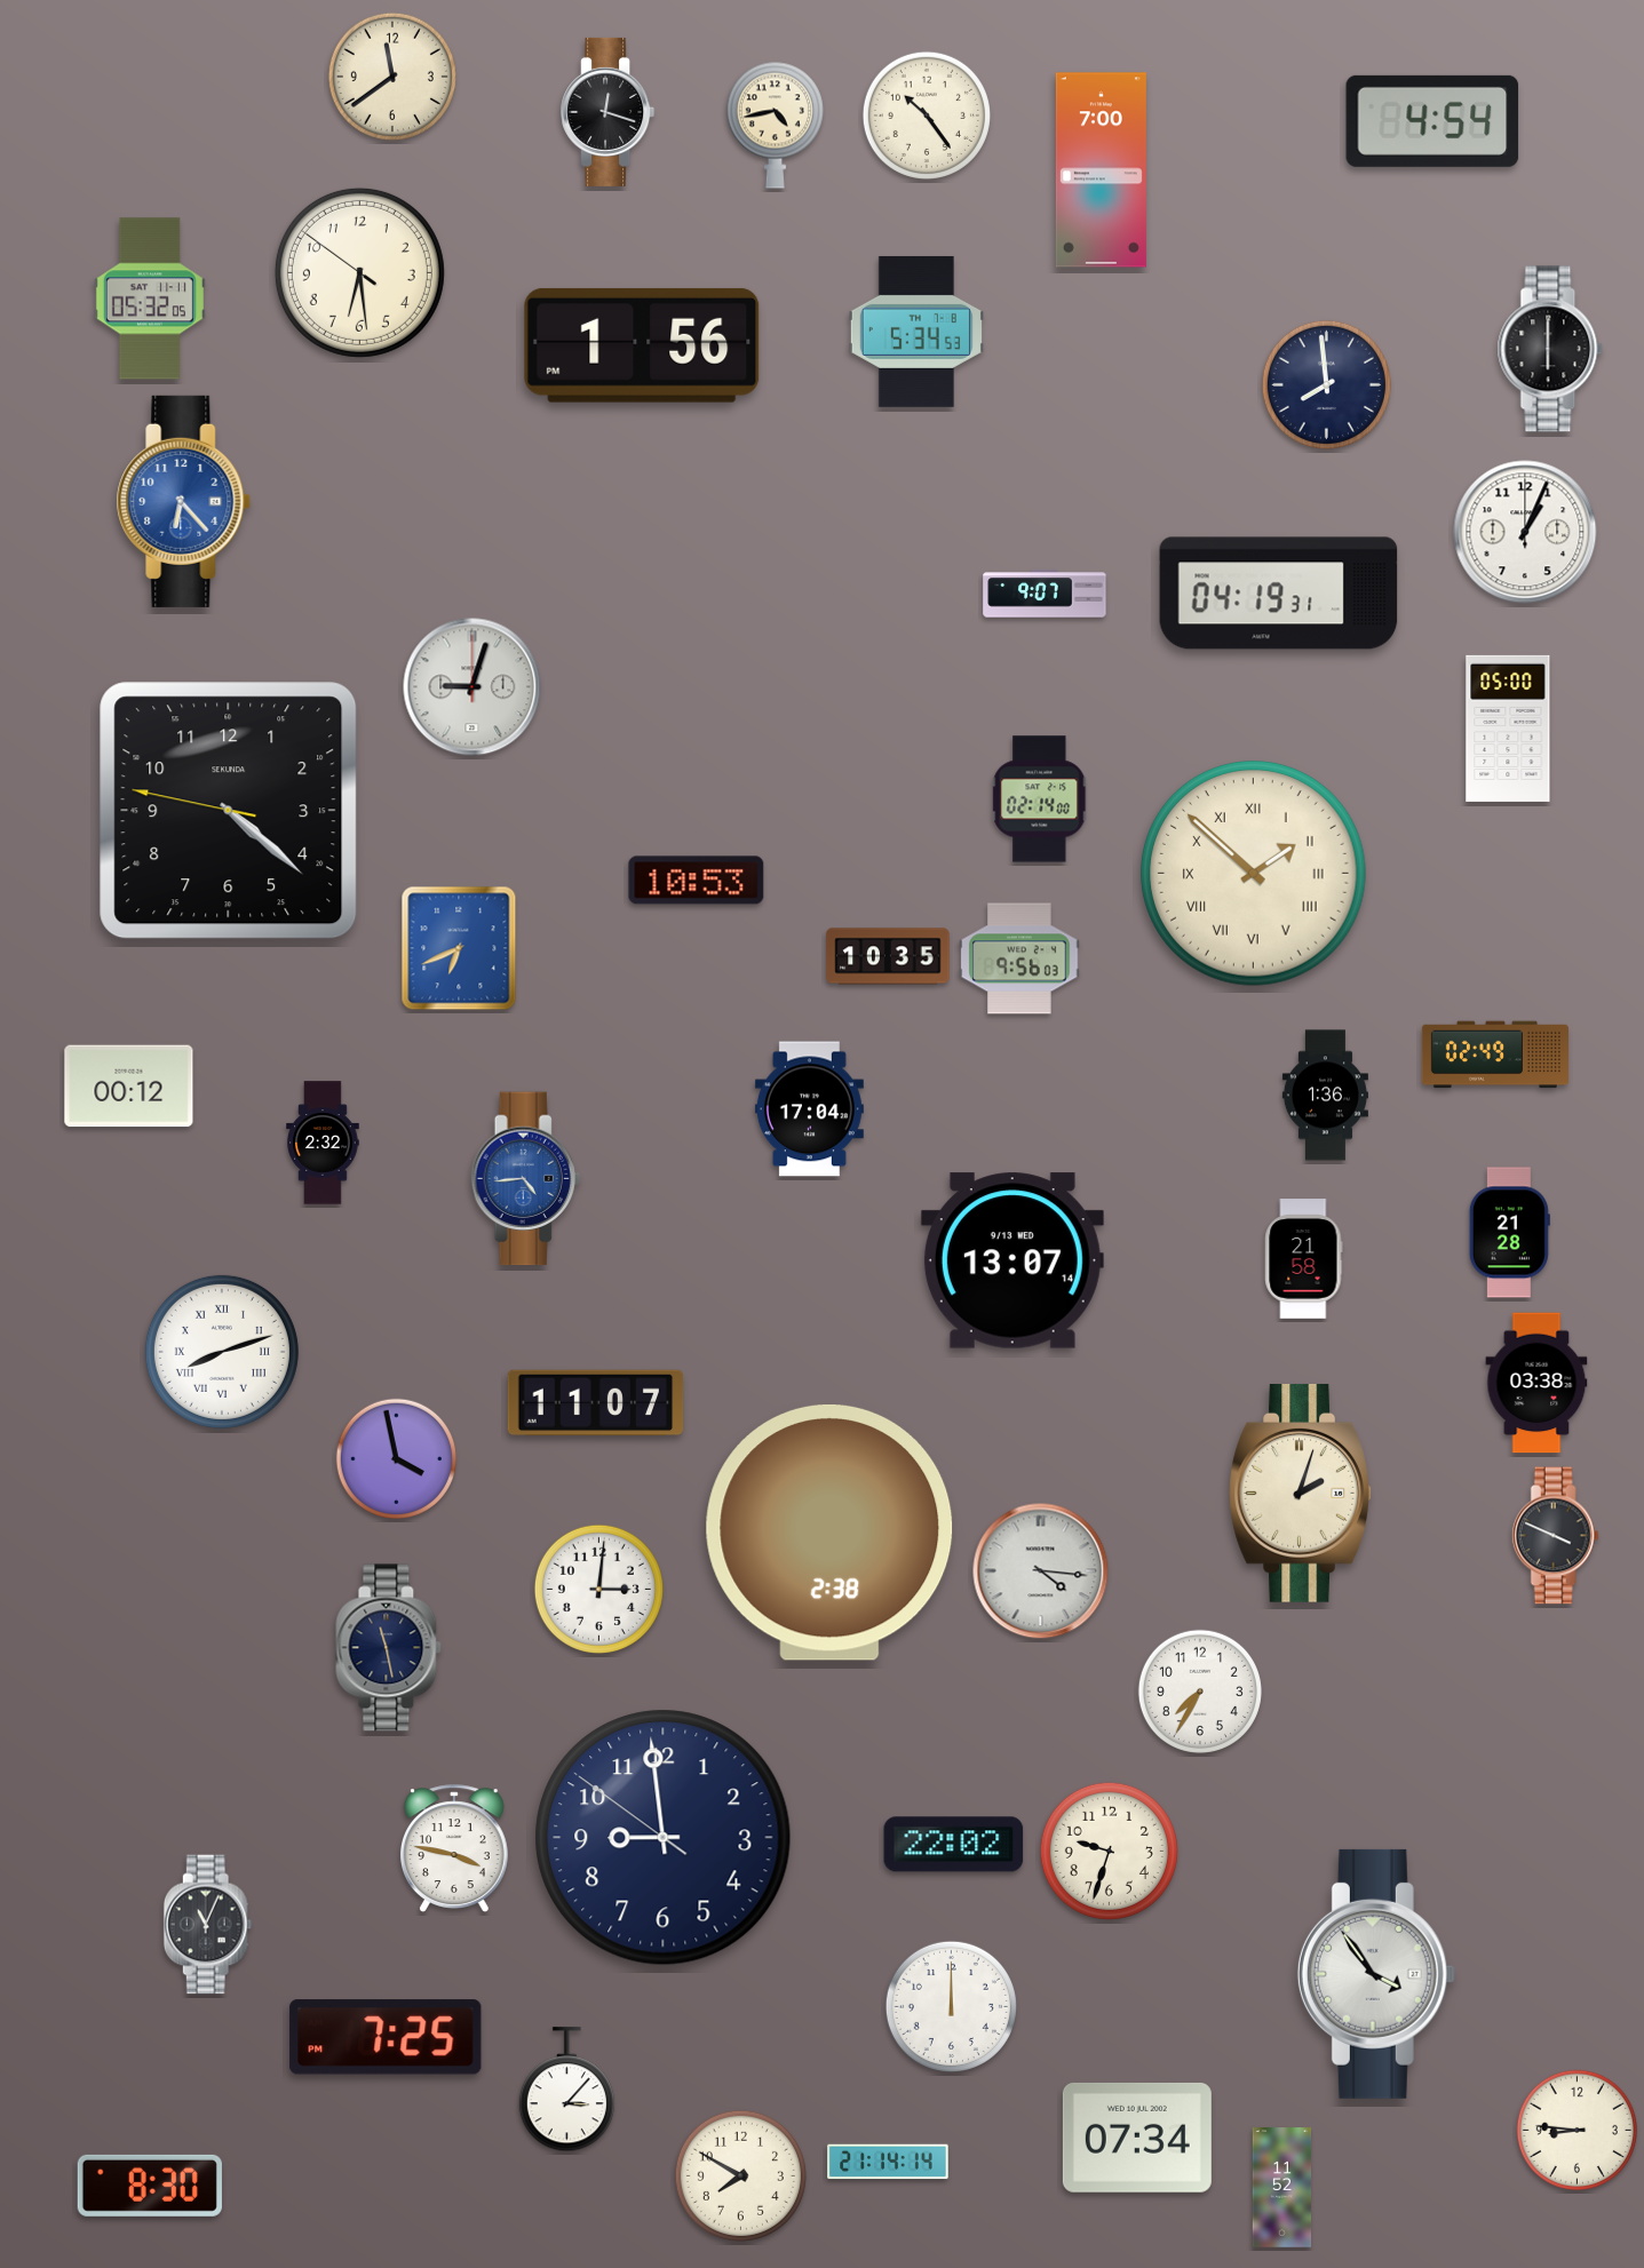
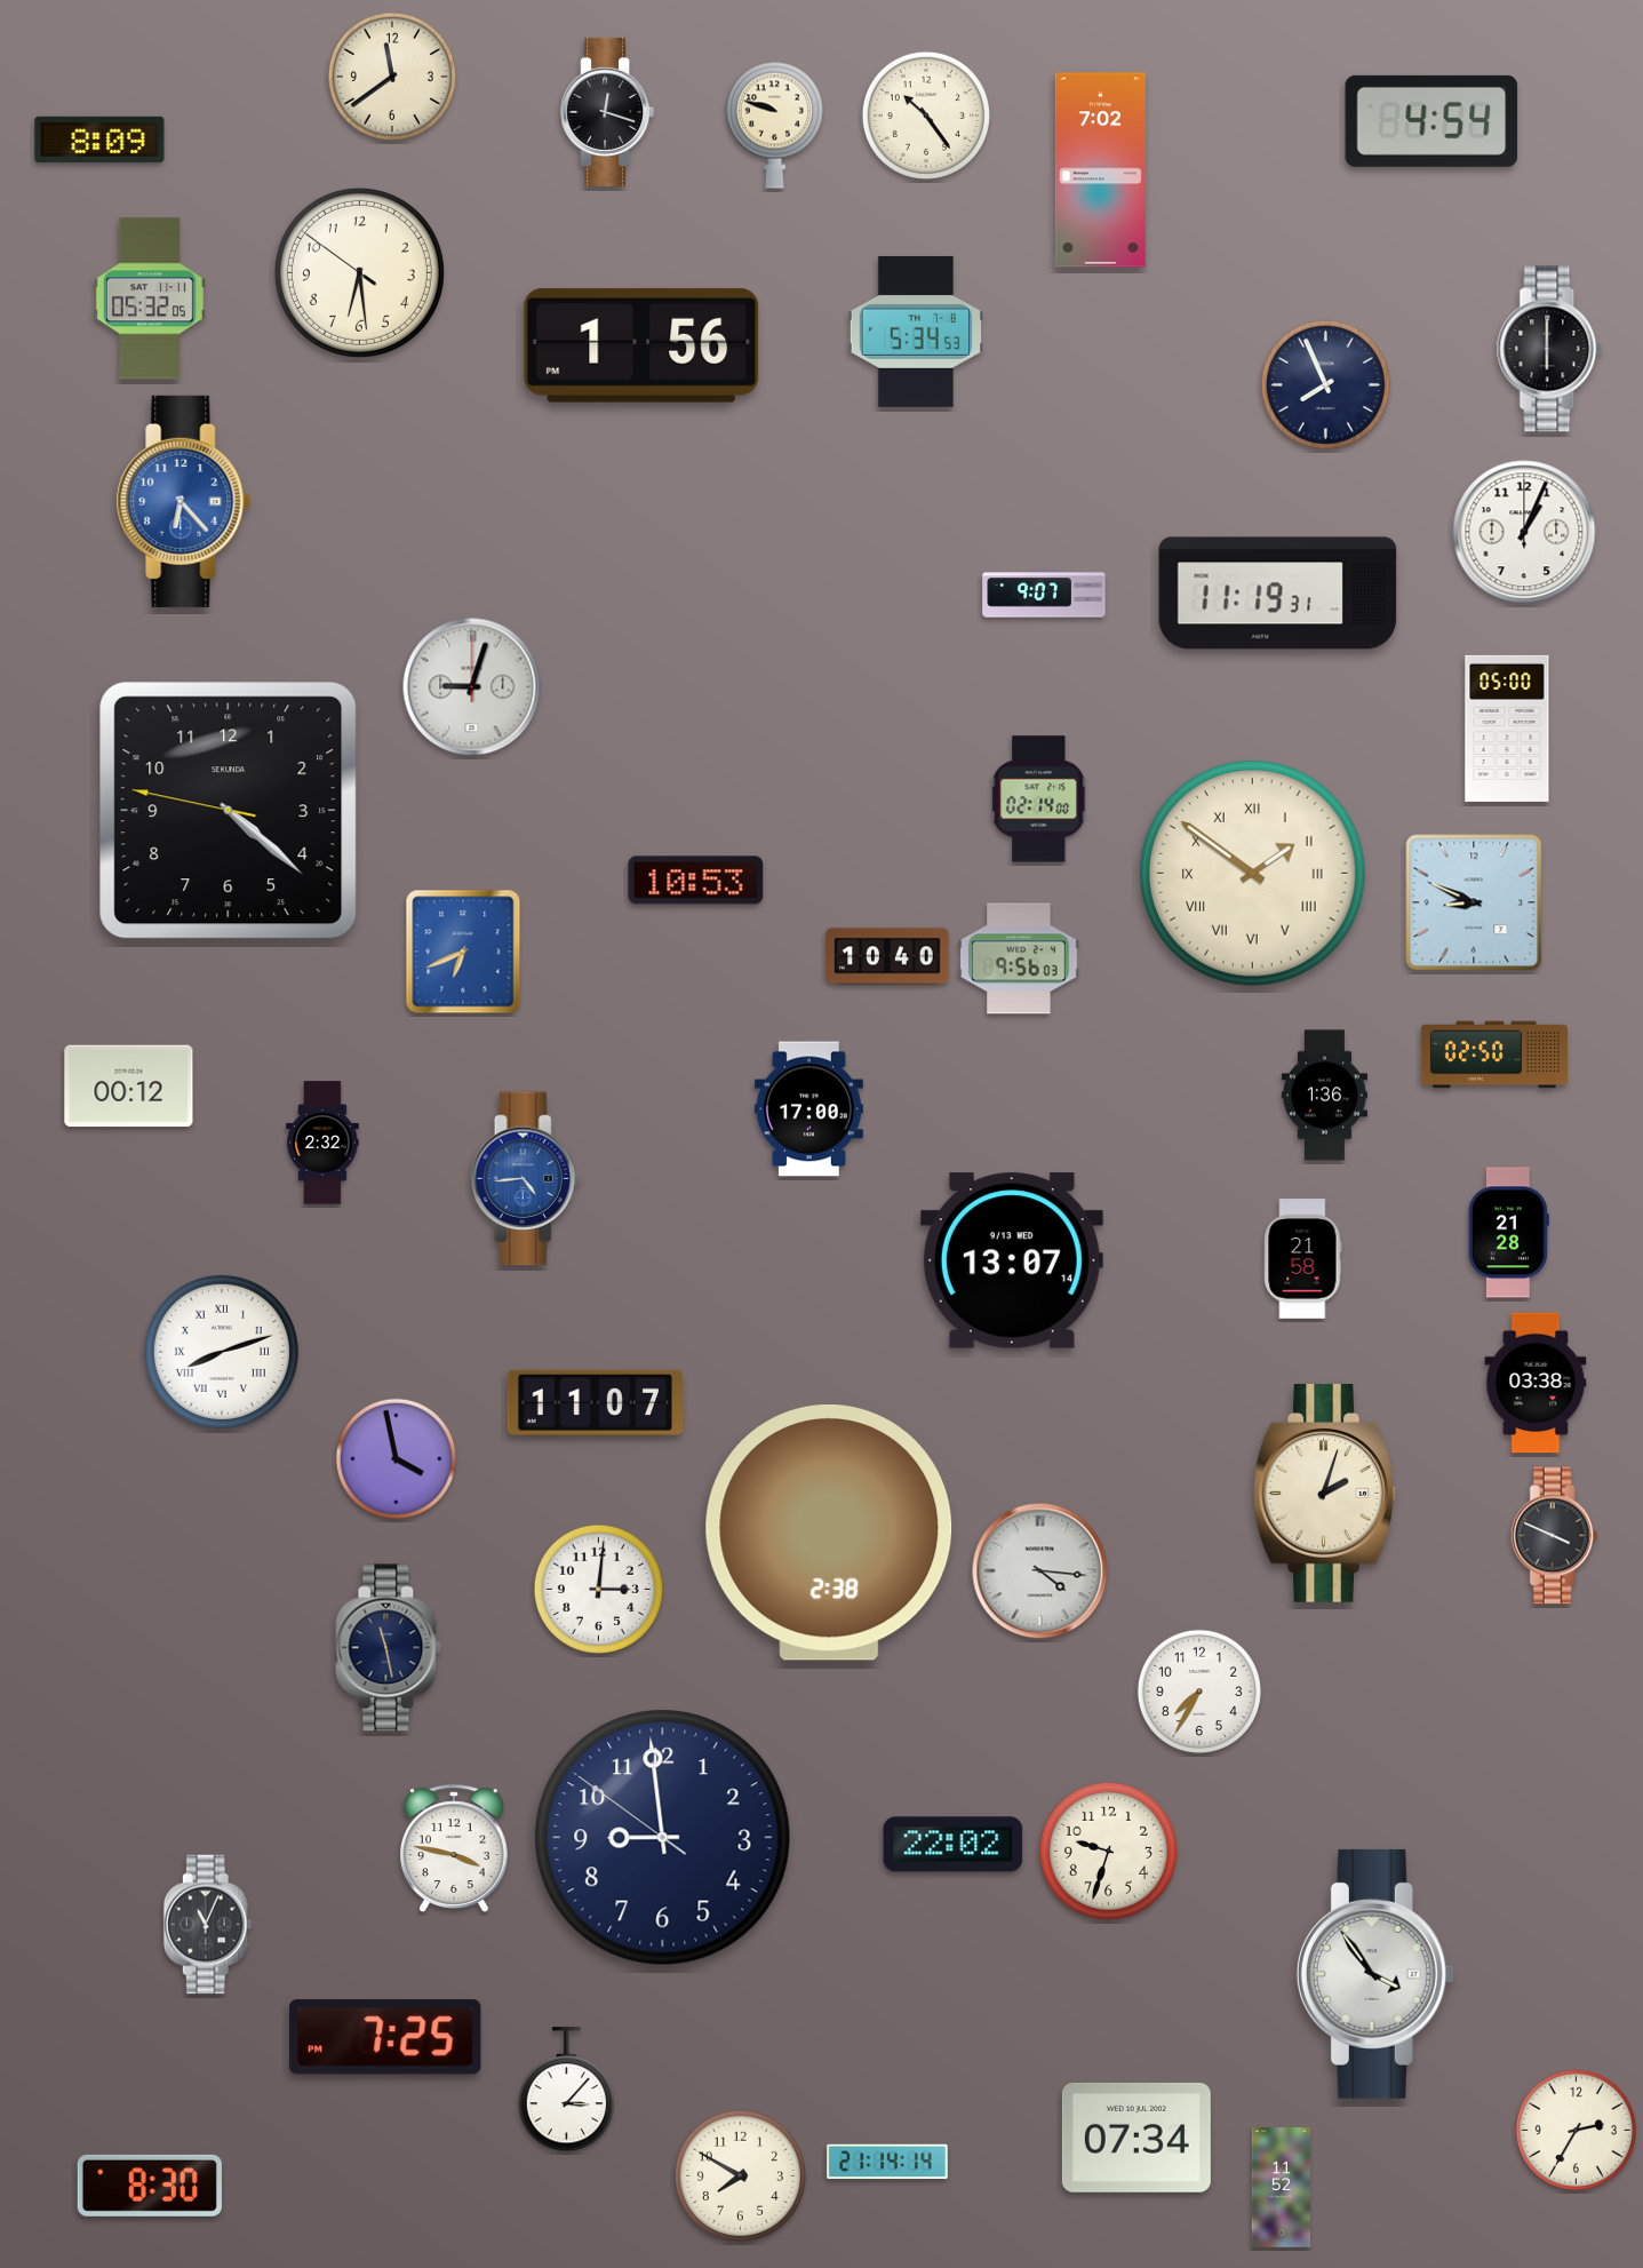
clock at (775, 125): 4:43 -> 9:48
clock at (99, 140): none -> 8:09
clock at (1101, 170): 7:00 -> 7:02
clock at (1326, 384): 7:59 -> 7:56
clock at (1279, 594): 04:19 -> 11:19
clock at (1254, 874): 1:52 -> 1:51
clock at (1474, 902): none -> 8:49
clock at (459, 948) position: (459, 948) -> (463, 952)
clock at (888, 956): 10:35 -> 10:40
clock at (1495, 1055): 02:49 -> 02:50
clock at (809, 1109): 17:04 -> 17:00
clock at (1301, 1493) position: (1301, 1493) -> (1325, 1493)
clock at (951, 2006): 12:00 -> none
clock at (1577, 2130): 8:46 -> 2:35
